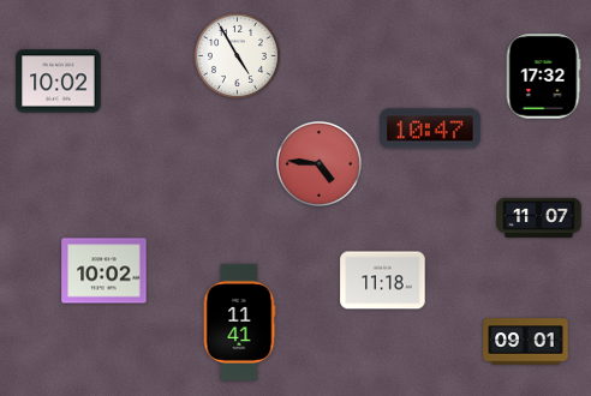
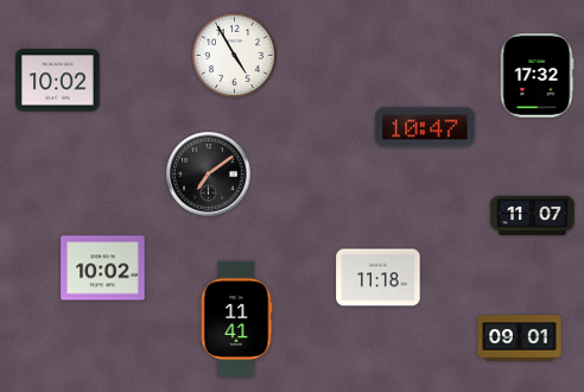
clock at (318, 163): 4:46 -> none
clock at (209, 175): none -> 7:09
